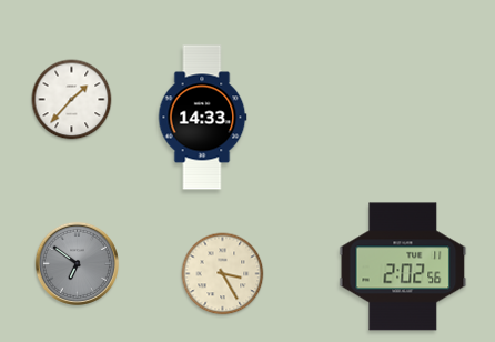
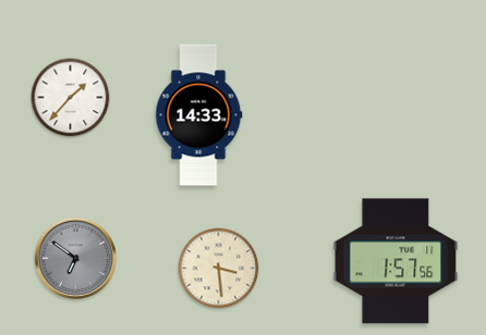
clock at (403, 266): 2:02 -> 1:57
clock at (223, 274): 3:25 -> 3:29
